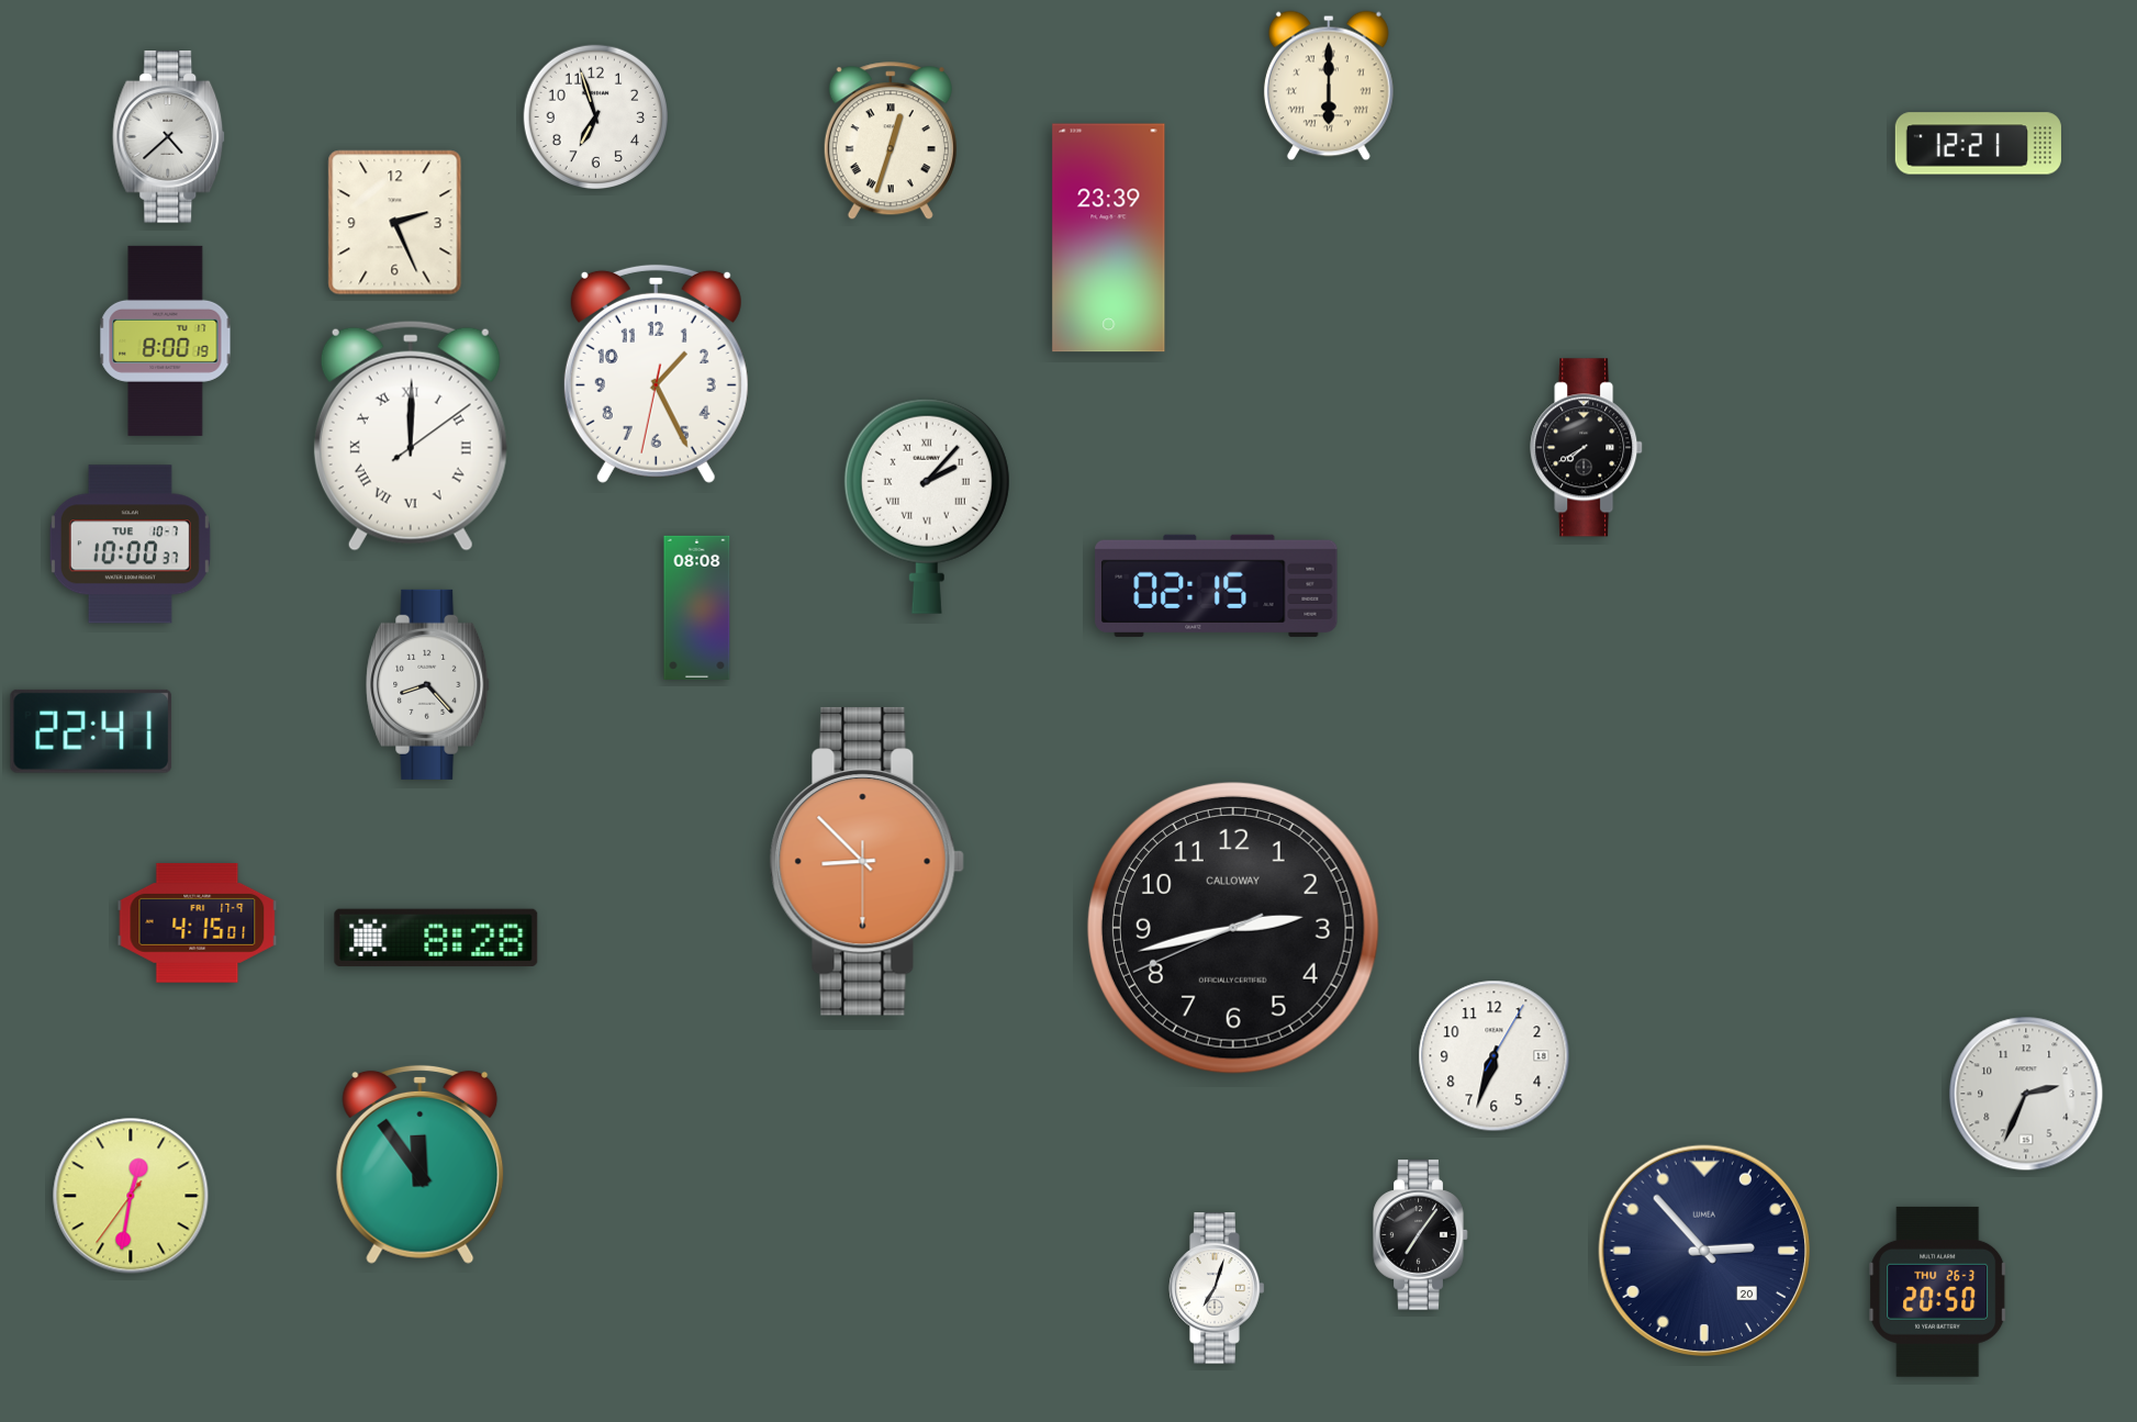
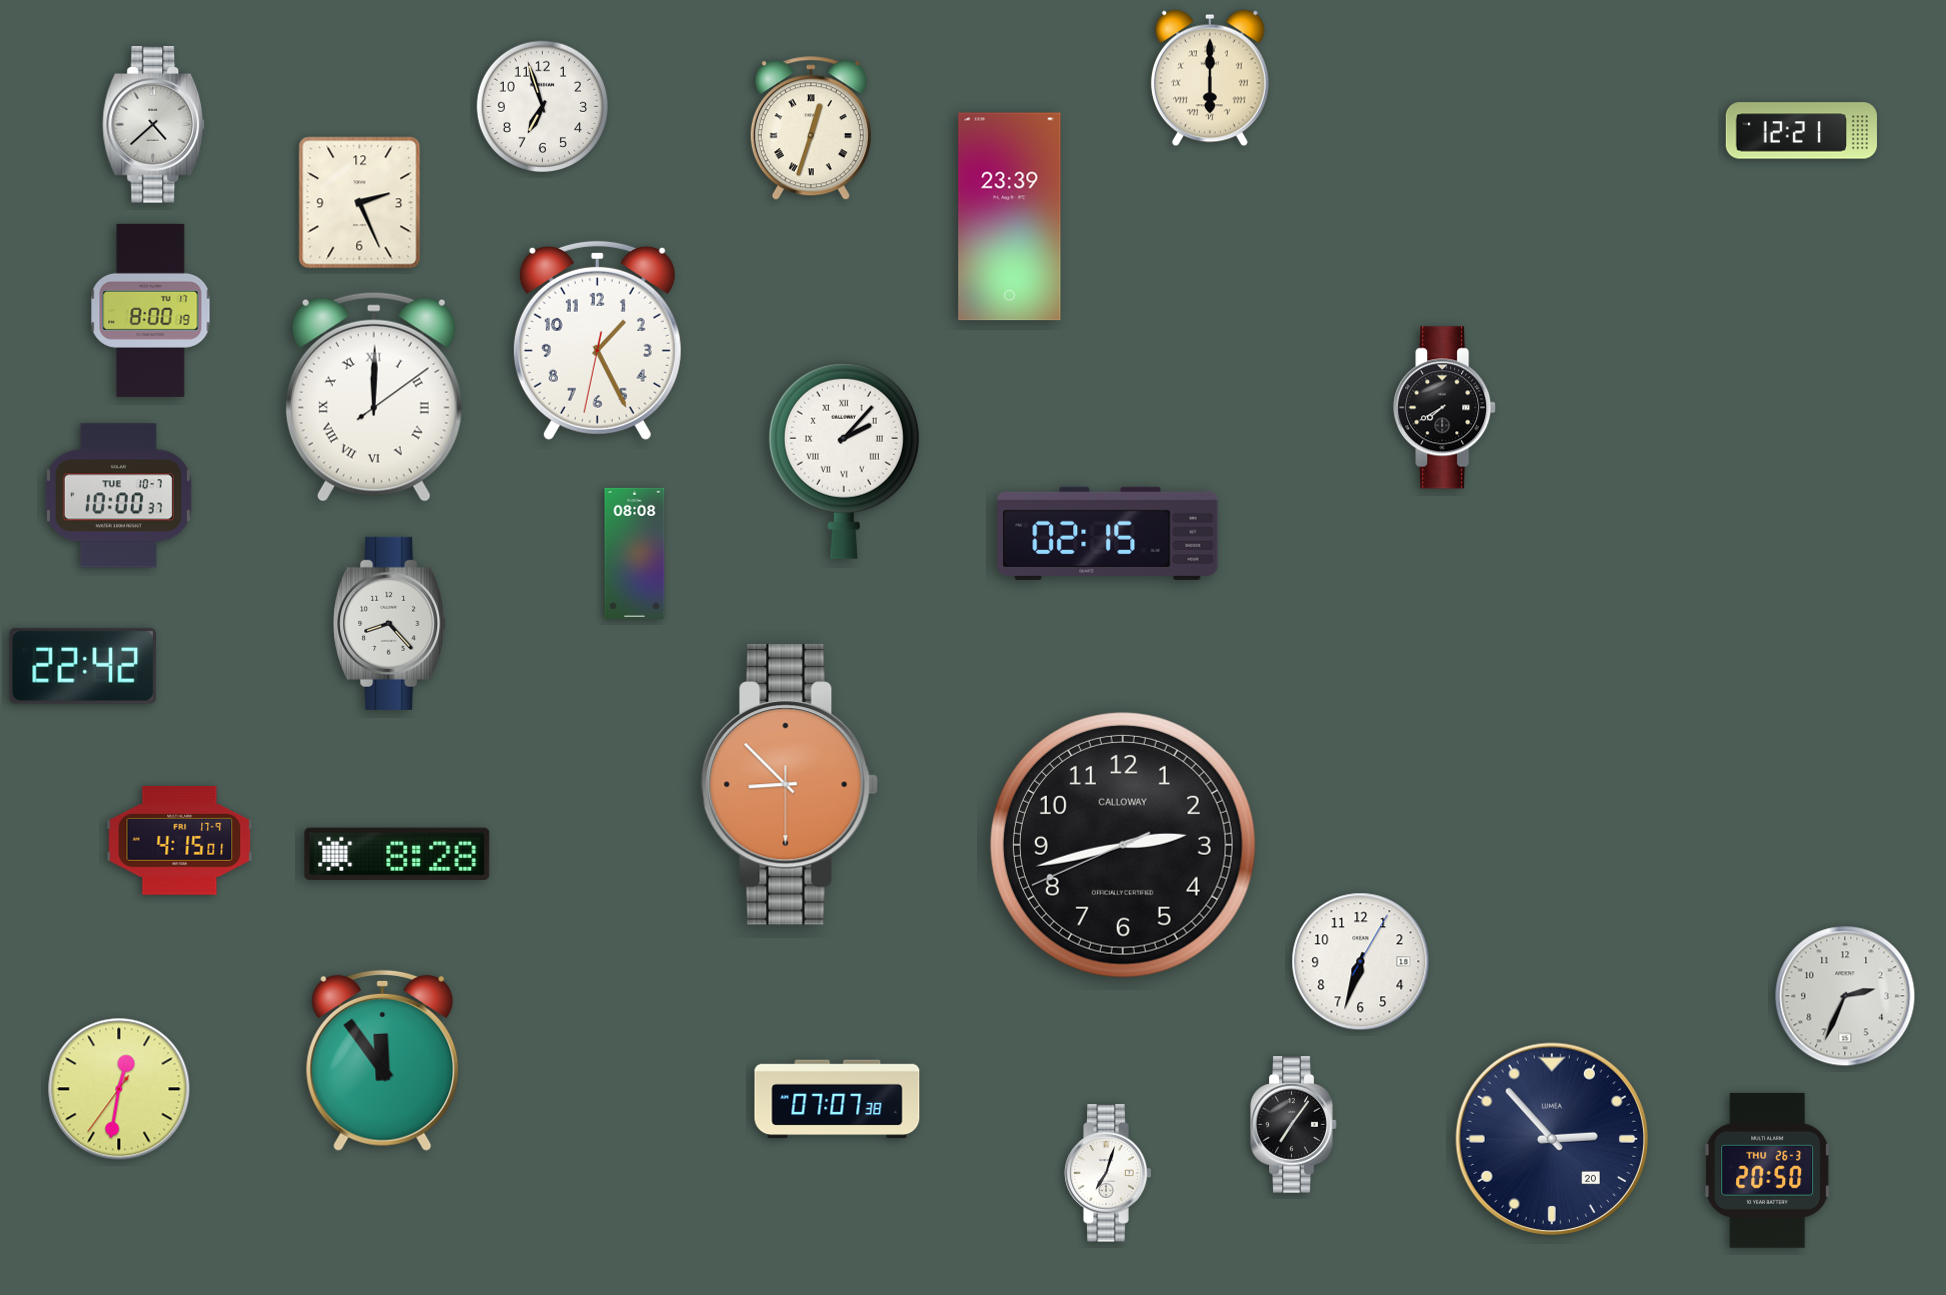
clock at (91, 731): 22:41 -> 22:42
clock at (837, 1099): none -> 07:07
clock at (1938, 1291) position: (1938, 1291) -> (1768, 1170)
